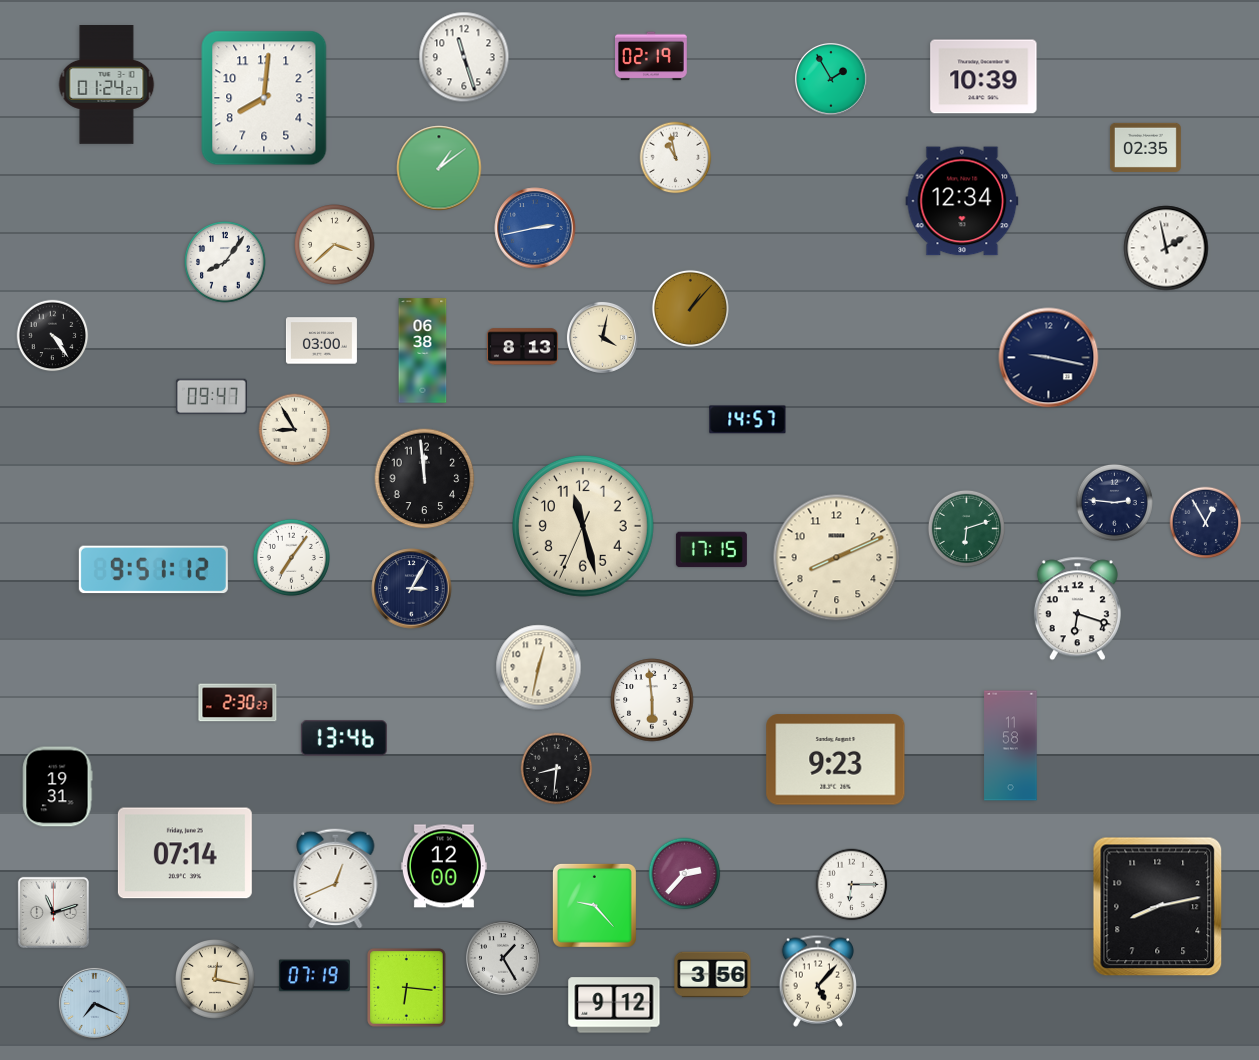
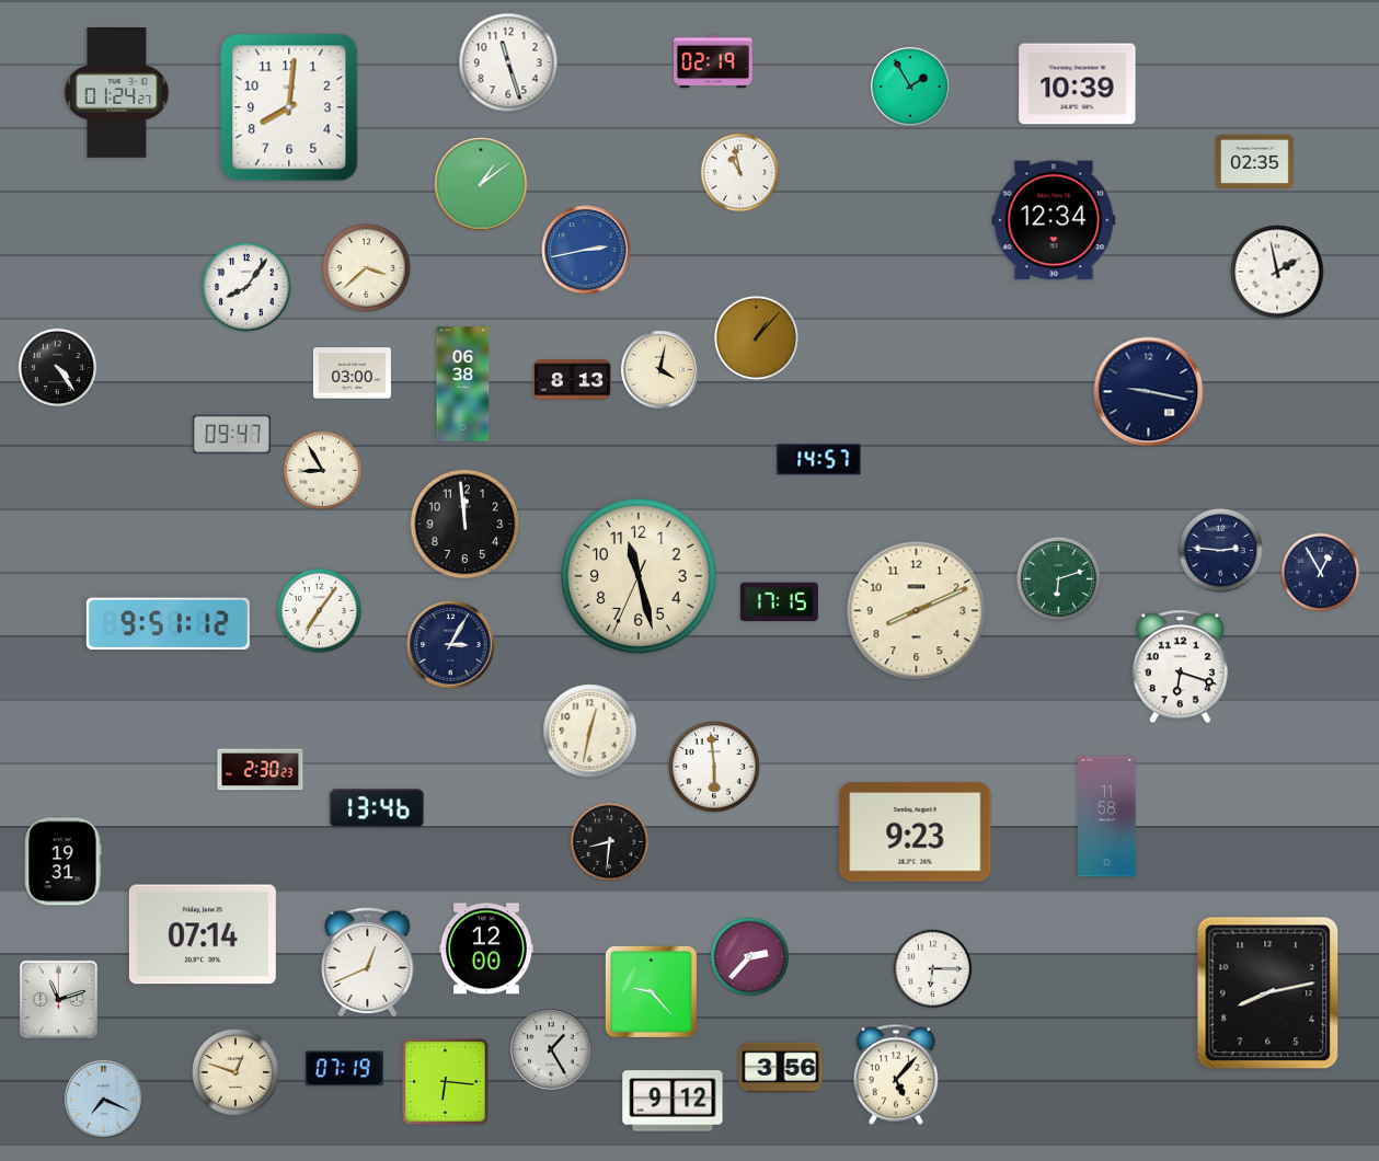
clock at (216, 980): 12:17 -> 12:48
